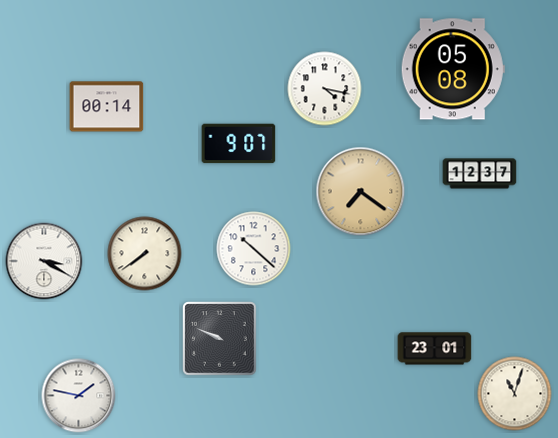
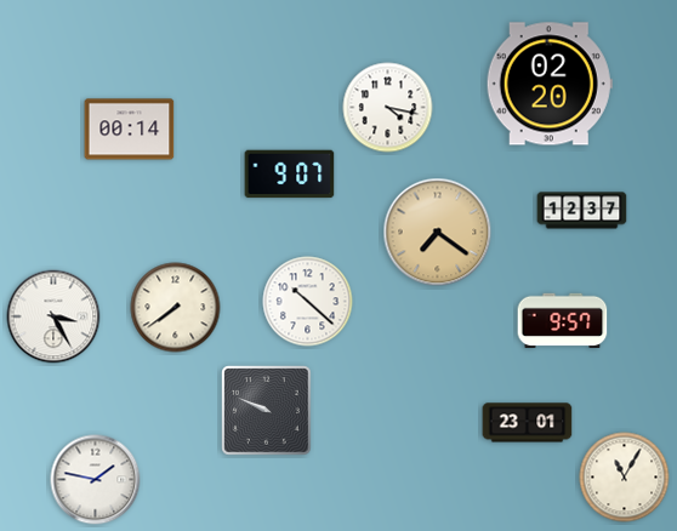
clock at (453, 69): 05:08 -> 02:20
clock at (325, 89) position: (325, 89) -> (388, 108)
clock at (44, 261): 3:20 -> 3:25
clock at (563, 321): none -> 9:57
clock at (515, 394): 11:03 -> 11:05
